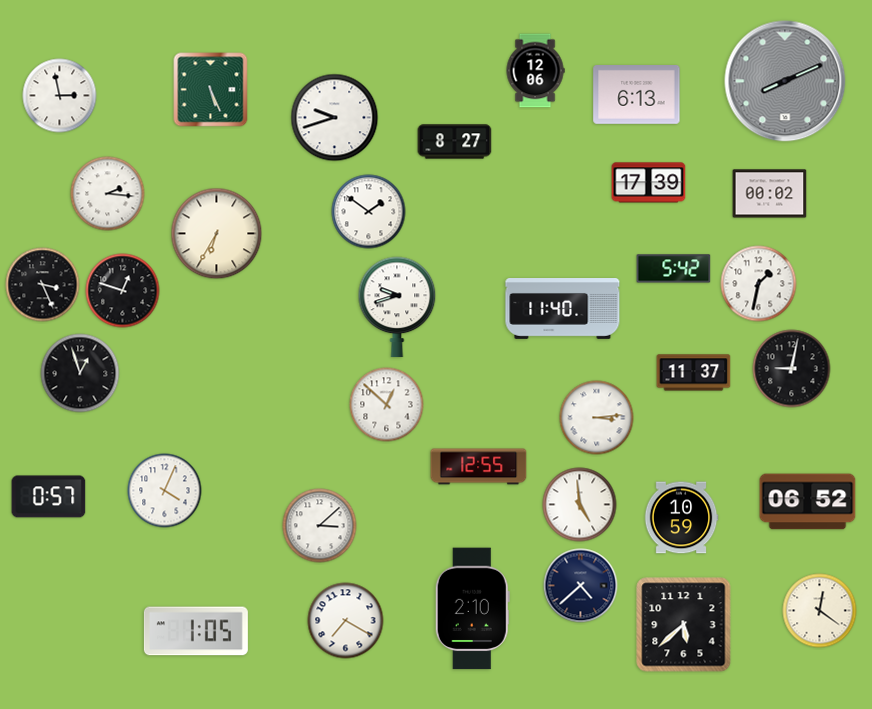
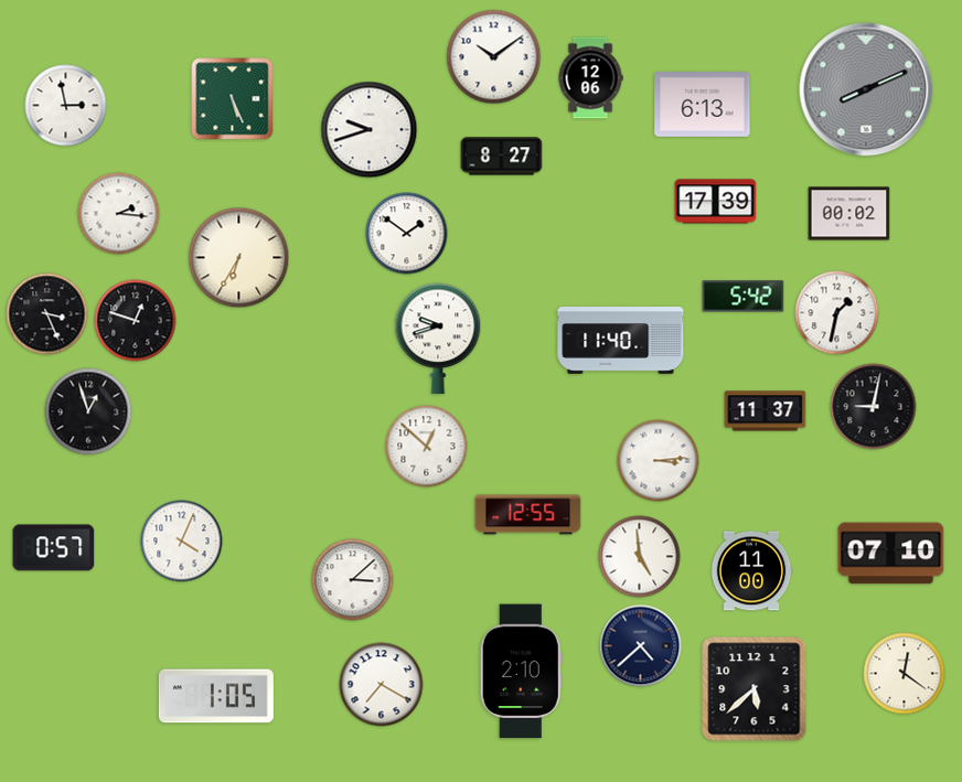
clock at (494, 57): none -> 10:09
clock at (808, 502): 06:52 -> 07:10
clock at (681, 518): 10:59 -> 11:00
